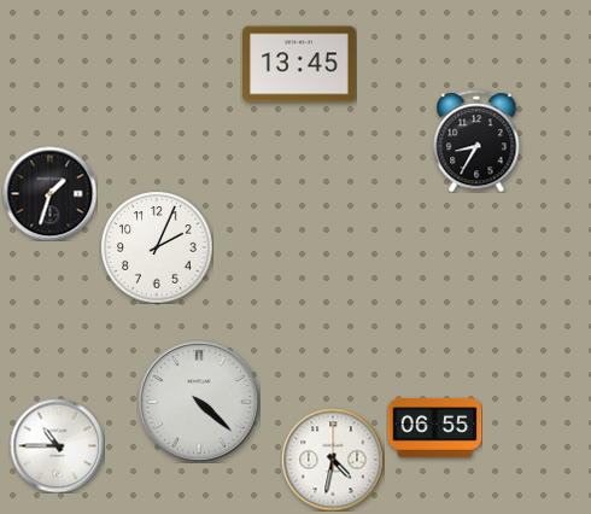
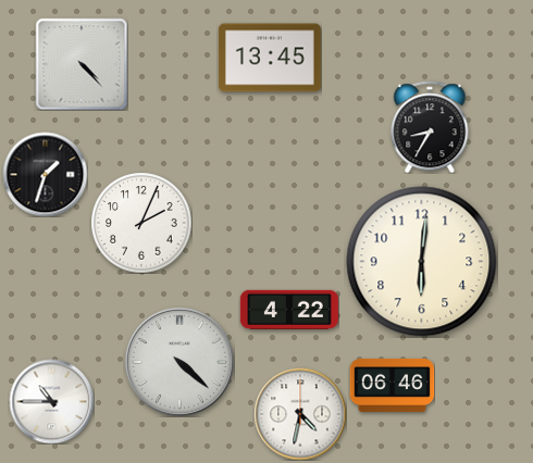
clock at (82, 64): none -> 4:23
clock at (422, 262): none -> 6:01
clock at (289, 310): none -> 4:22
clock at (434, 427): 06:55 -> 06:46
